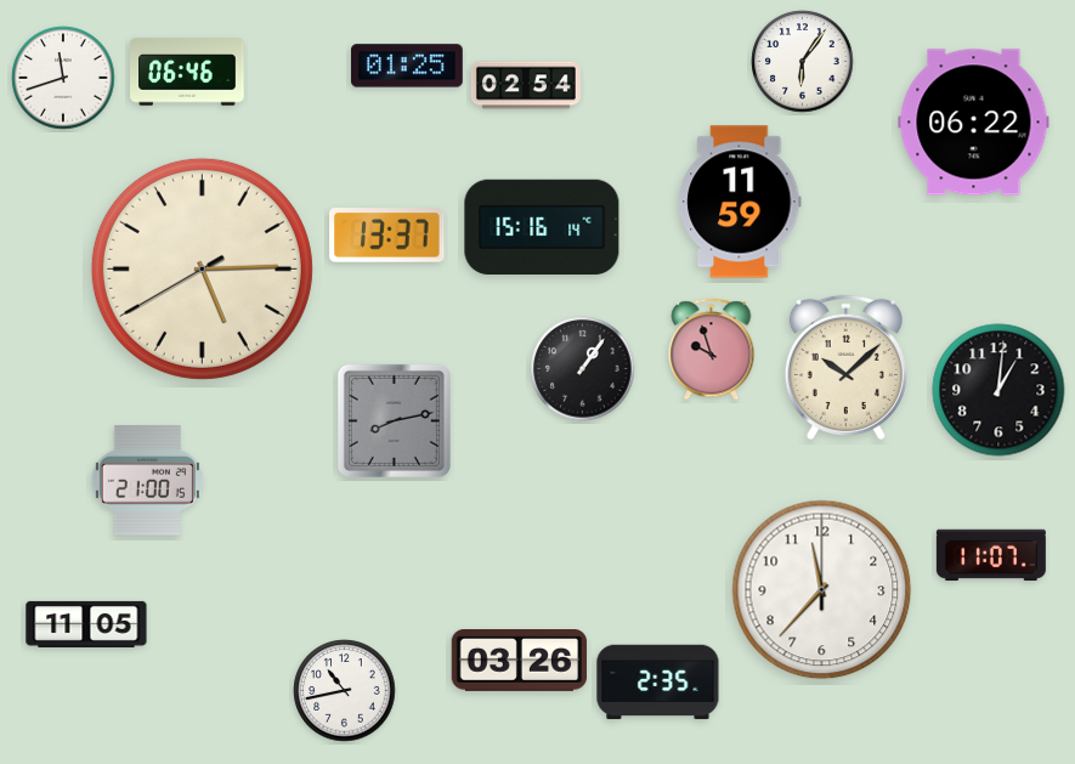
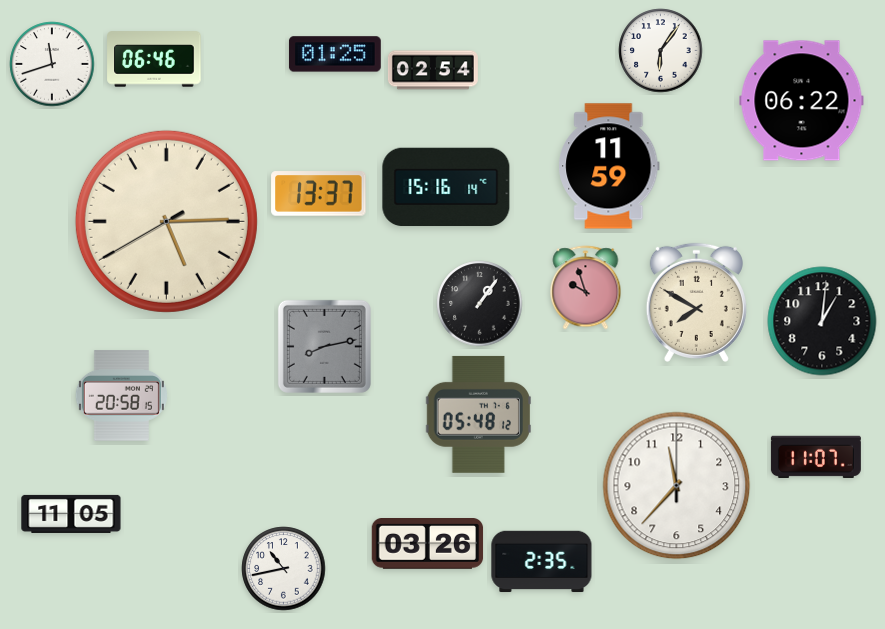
clock at (845, 367): 10:08 -> 7:50
clock at (147, 481): 21:00 -> 20:58
clock at (478, 414): none -> 05:48
